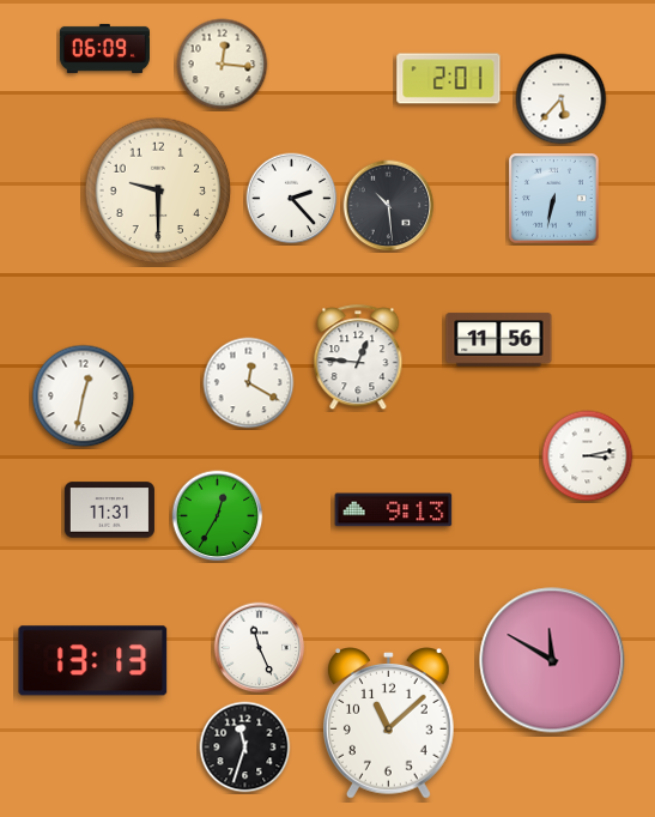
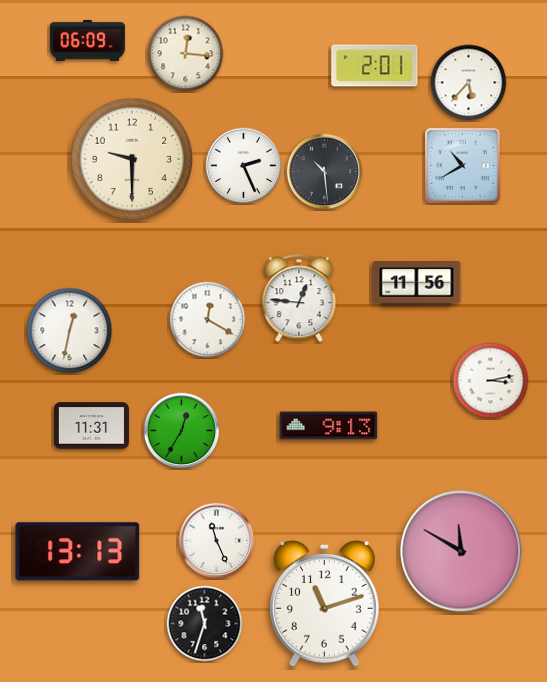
clock at (292, 199): 2:23 -> 2:26
clock at (554, 199): 6:32 -> 10:40
clock at (389, 724): 11:08 -> 11:12
